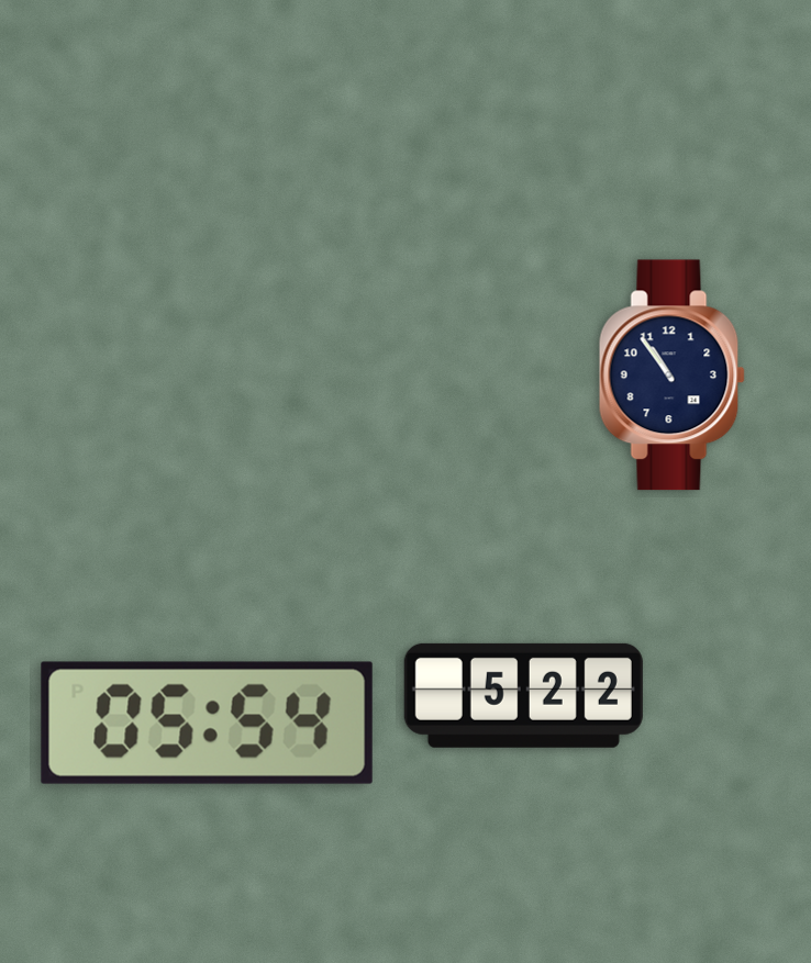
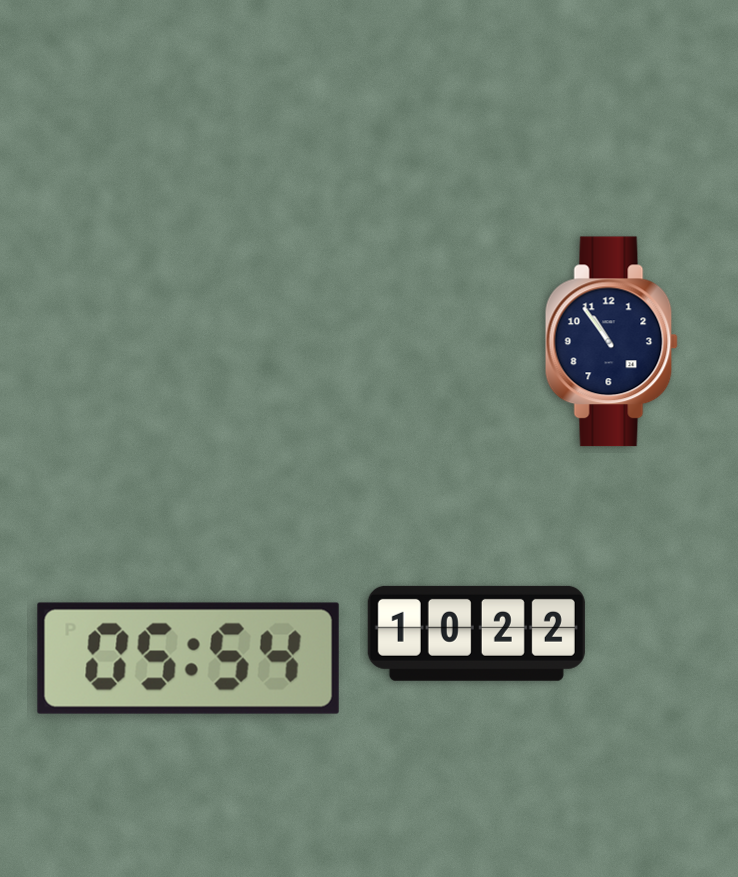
clock at (523, 695): 5:22 -> 10:22
